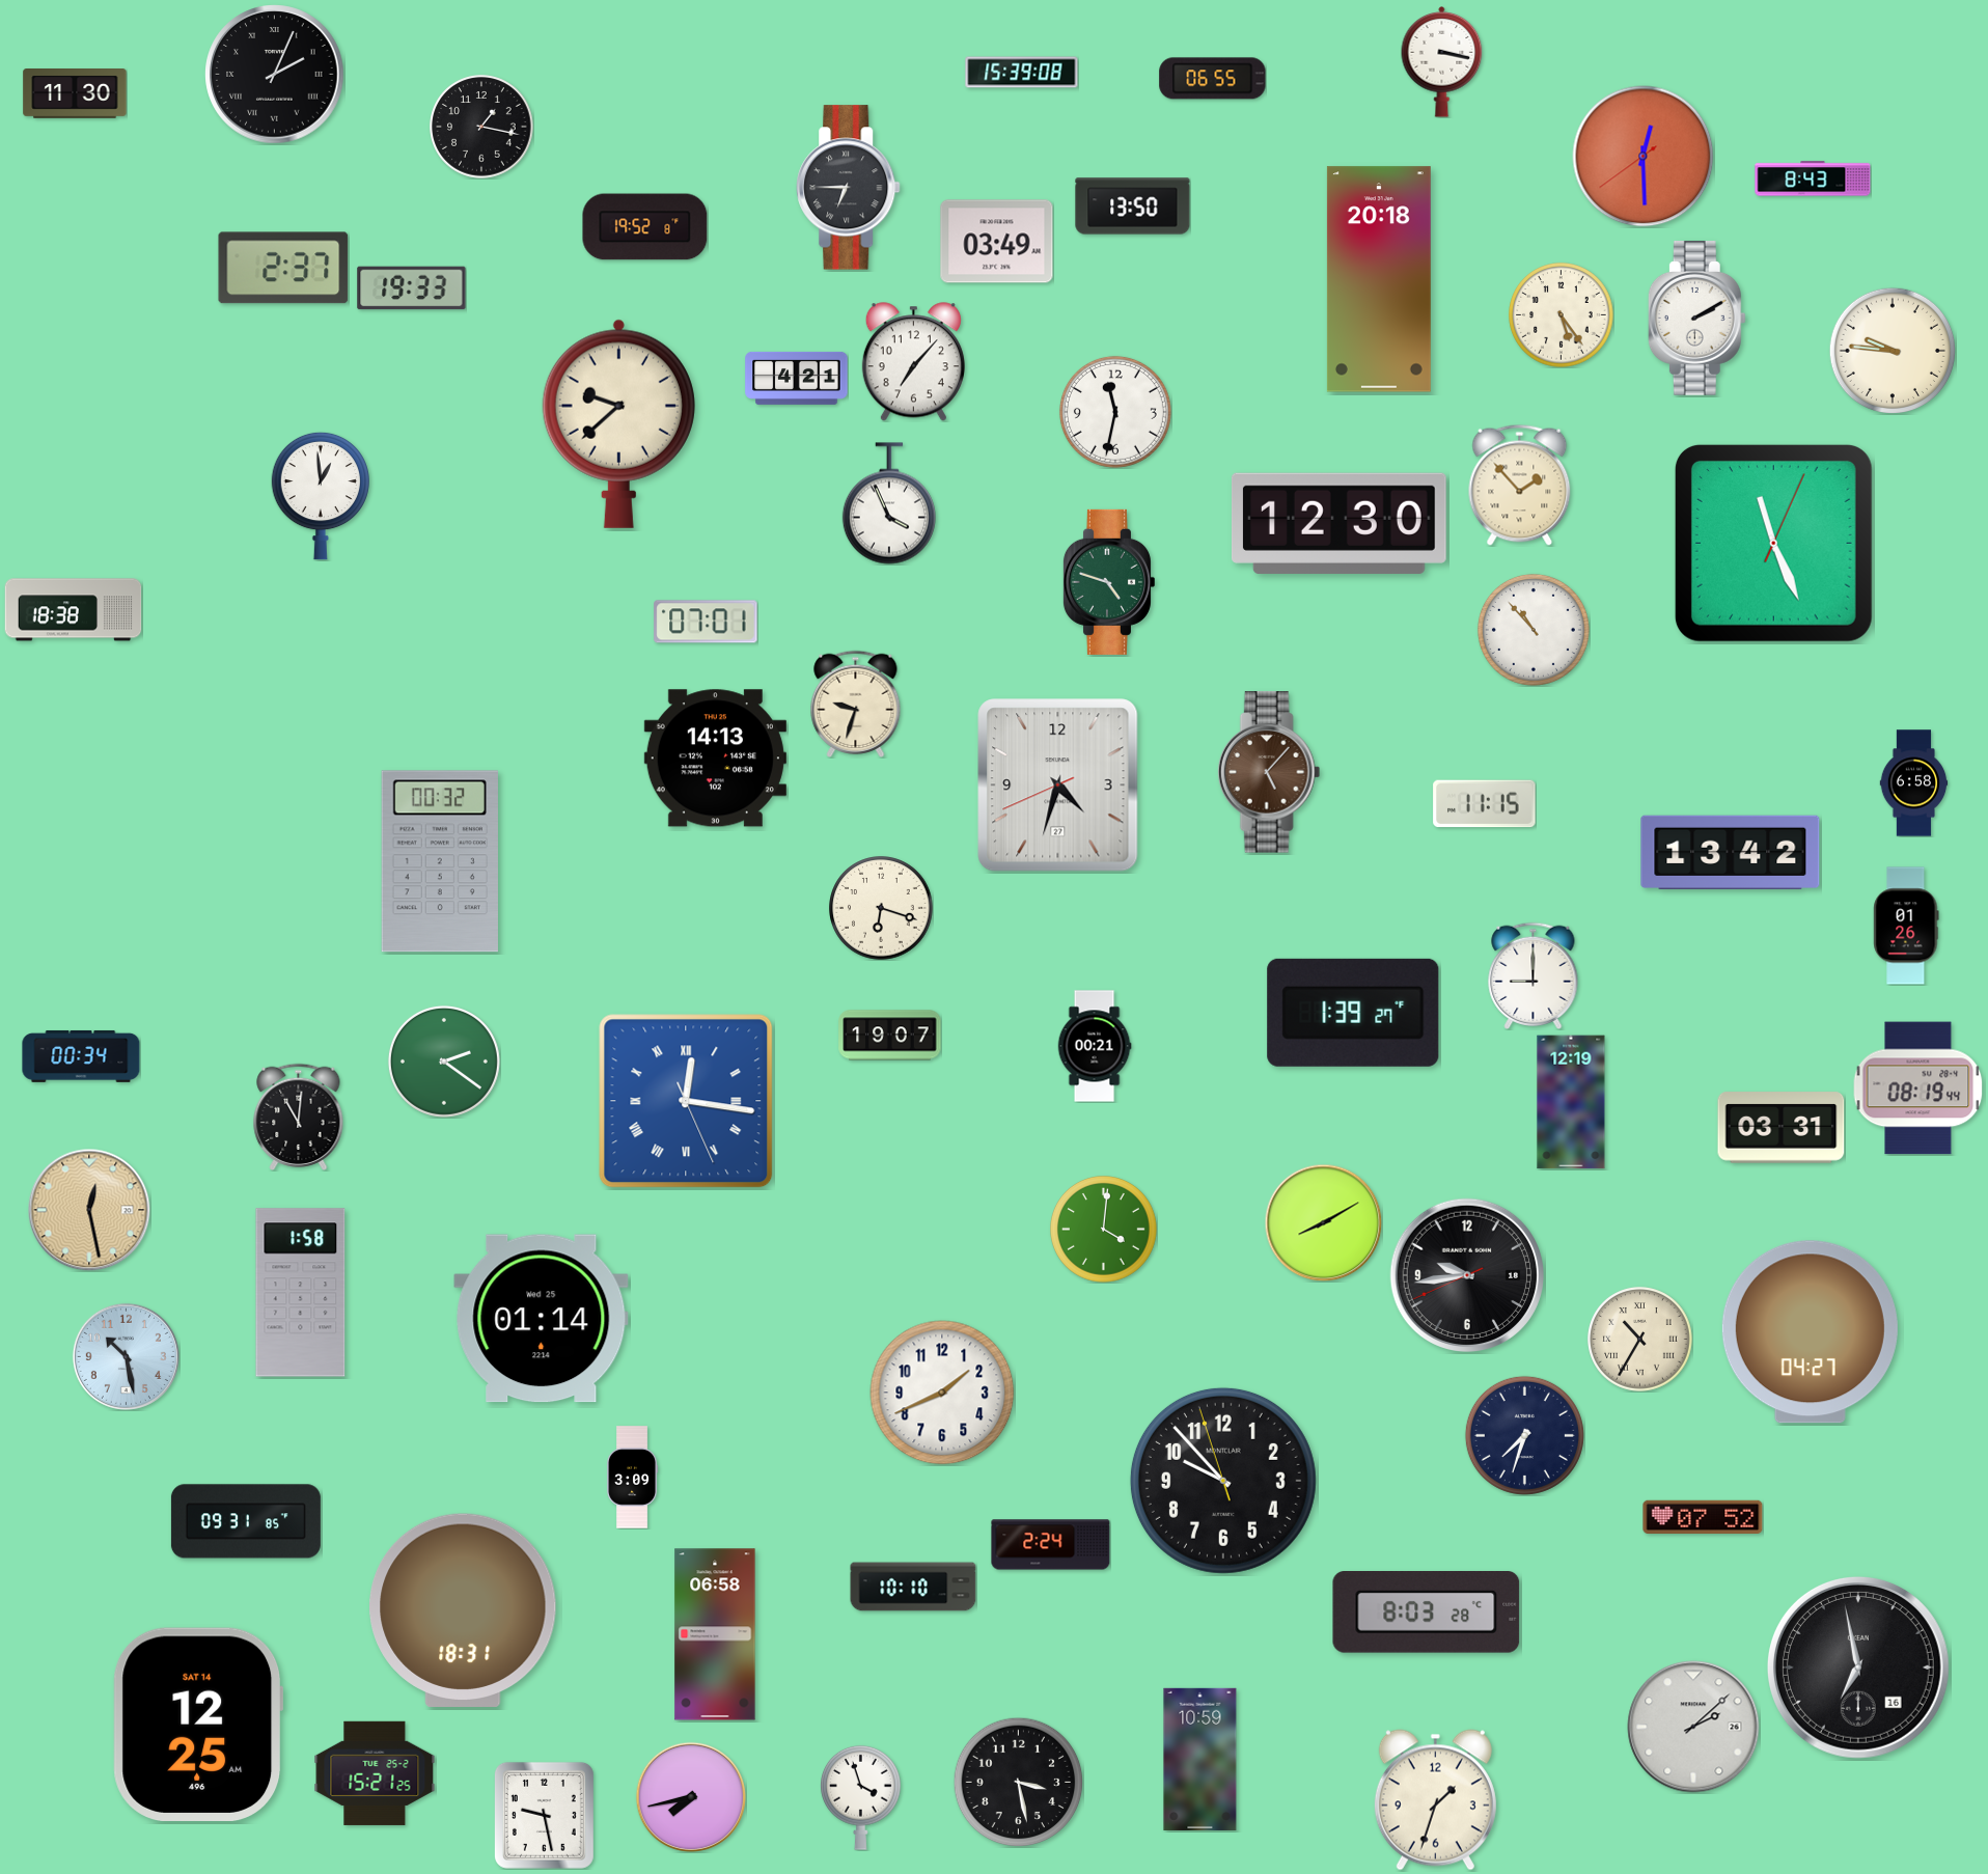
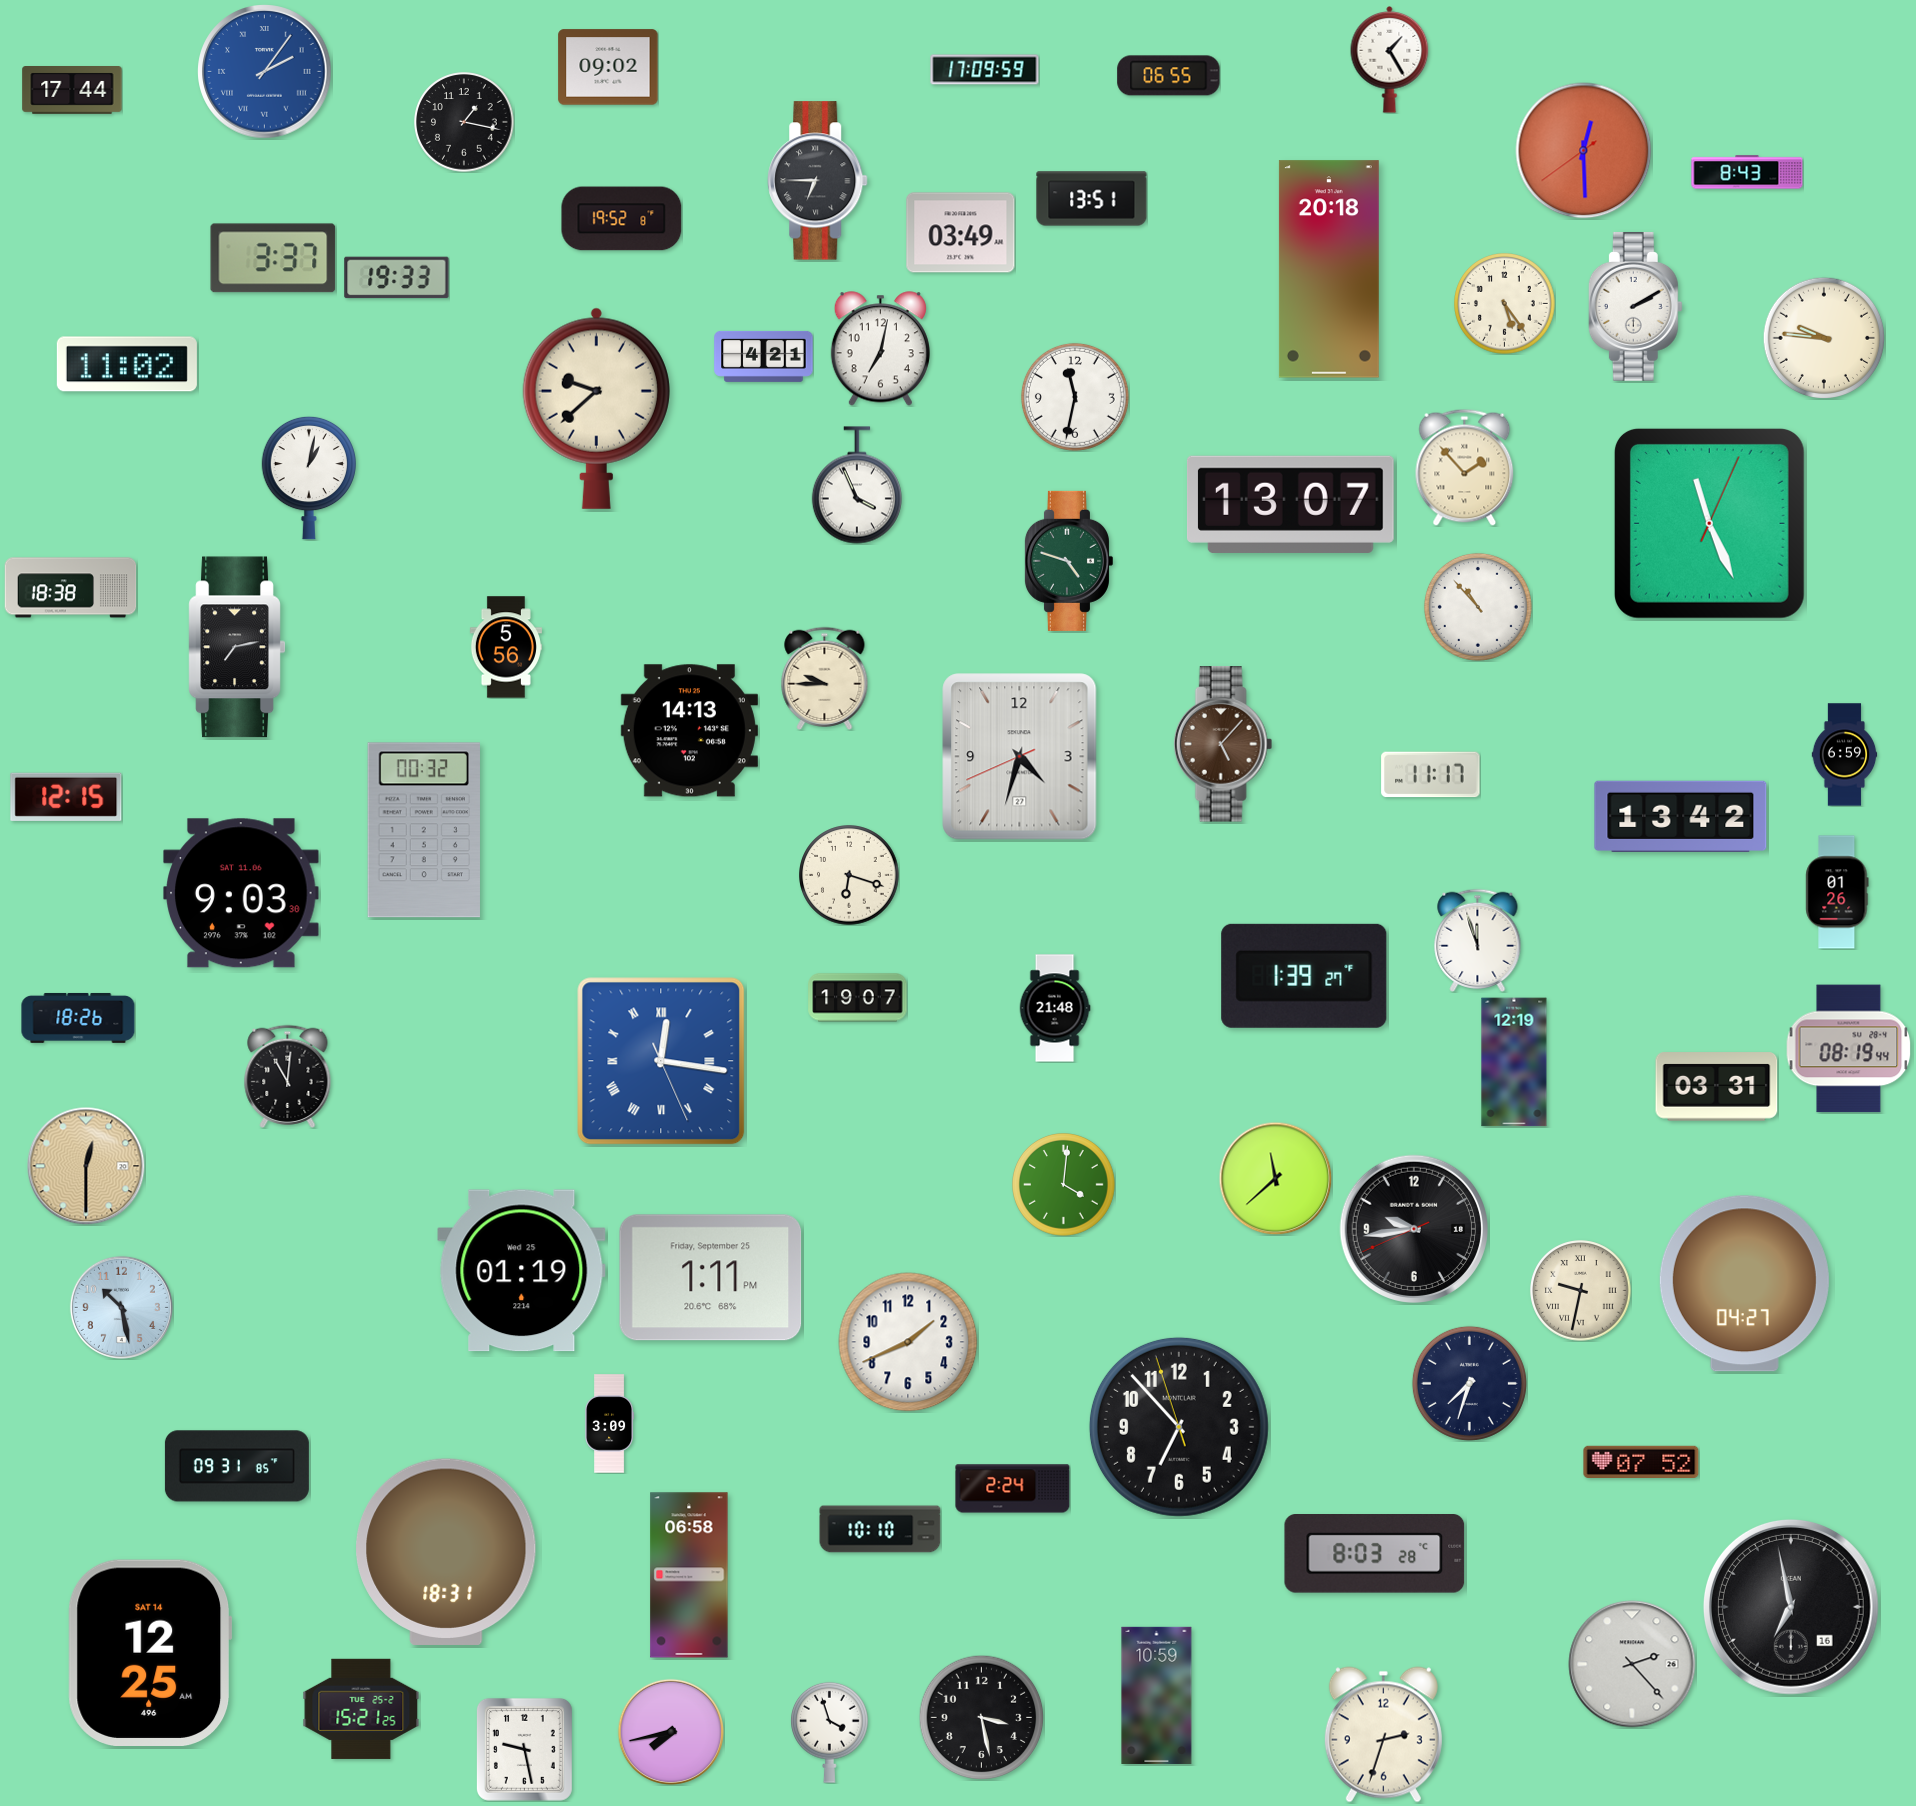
clock at (1442, 62): 3:17 -> 1:25
clock at (608, 67): none -> 09:02
clock at (1022, 73): 15:39 -> 17:09
clock at (275, 75): 2:04 -> 2:06
clock at (275, 75) dial: black -> blue
clock at (75, 94): 11:30 -> 17:44
clock at (1133, 206): 13:50 -> 13:51
clock at (283, 268): 2:37 -> 3:37
clock at (913, 362): 7:07 -> 7:02
clock at (127, 364): none -> 11:02
clock at (797, 378) position: (797, 378) -> (764, 356)
clock at (320, 496): 12:59 -> 1:02
clock at (1338, 523): 12:30 -> 13:07
clock at (706, 622): 07:01 -> none
clock at (237, 647): none -> 7:13
clock at (506, 647): none -> 5:56
clock at (856, 704): 9:33 -> 9:45
clock at (1914, 783): 6:58 -> 6:59
clock at (1485, 804): 11:15 -> 11:17
clock at (66, 797): none -> 12:15
clock at (1731, 852) position: (1731, 852) -> (1681, 816)
clock at (241, 893): none -> 9:03
clock at (1534, 975): 9:00 -> 11:57
clock at (1095, 1046): 00:21 -> 21:48
clock at (81, 1056): 00:34 -> 18:26
clock at (444, 1062): 2:21 -> none
clock at (89, 1210): 12:28 -> 12:30
clock at (1323, 1222): 8:10 -> 11:38
clock at (301, 1293): 1:58 -> none
clock at (542, 1319): 01:14 -> 01:19
clock at (711, 1278): none -> 1:11
clock at (1640, 1340): 10:35 -> 9:32
clock at (1223, 1481): 9:52 -> 6:52
clock at (198, 1724) position: (198, 1724) -> (150, 1652)
clock at (1693, 1727): 2:08 -> 2:23
clock at (690, 1796) position: (690, 1796) -> (670, 1731)
clock at (1435, 1800): 1:33 -> 2:33
